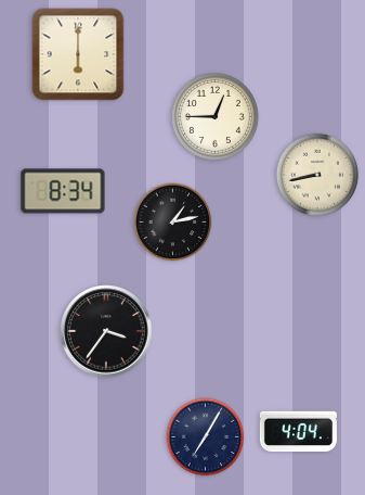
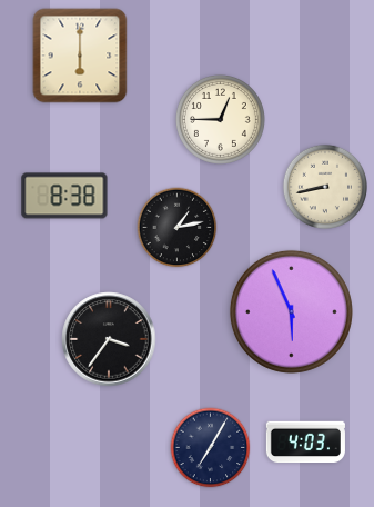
clock at (316, 174) position: (316, 174) -> (324, 186)
clock at (63, 191): 8:34 -> 8:38
clock at (291, 311): none -> 5:56
clock at (298, 432): 4:04 -> 4:03
